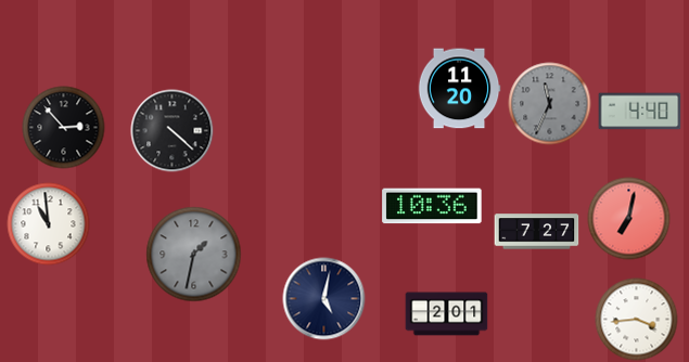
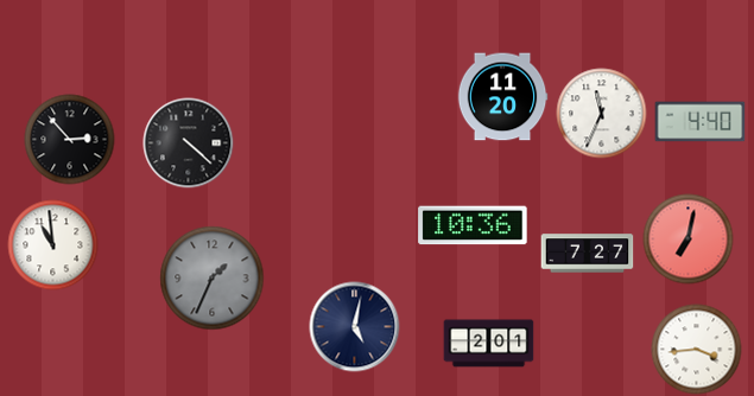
clock at (550, 104) dial: grey -> white
clock at (194, 255): 1:32 -> 1:34
